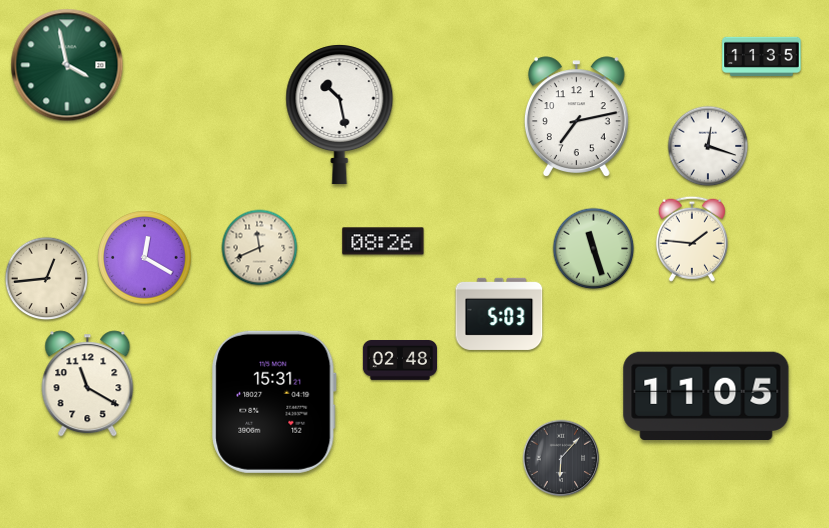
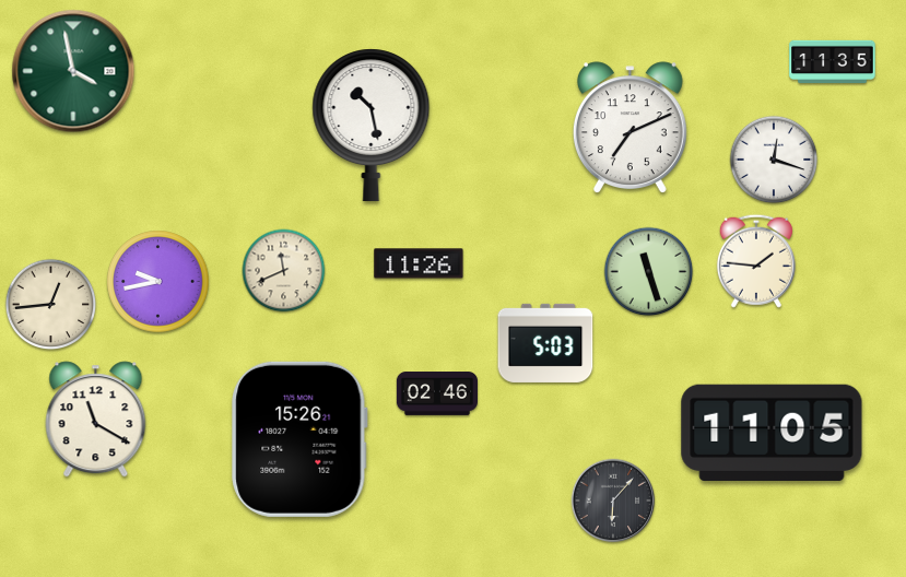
clock at (576, 116): 7:13 -> 7:11
clock at (383, 241): 08:26 -> 11:26
clock at (145, 258): 12:20 -> 9:43
clock at (399, 361): 02:48 -> 02:46
clock at (274, 402): 15:31 -> 15:26
